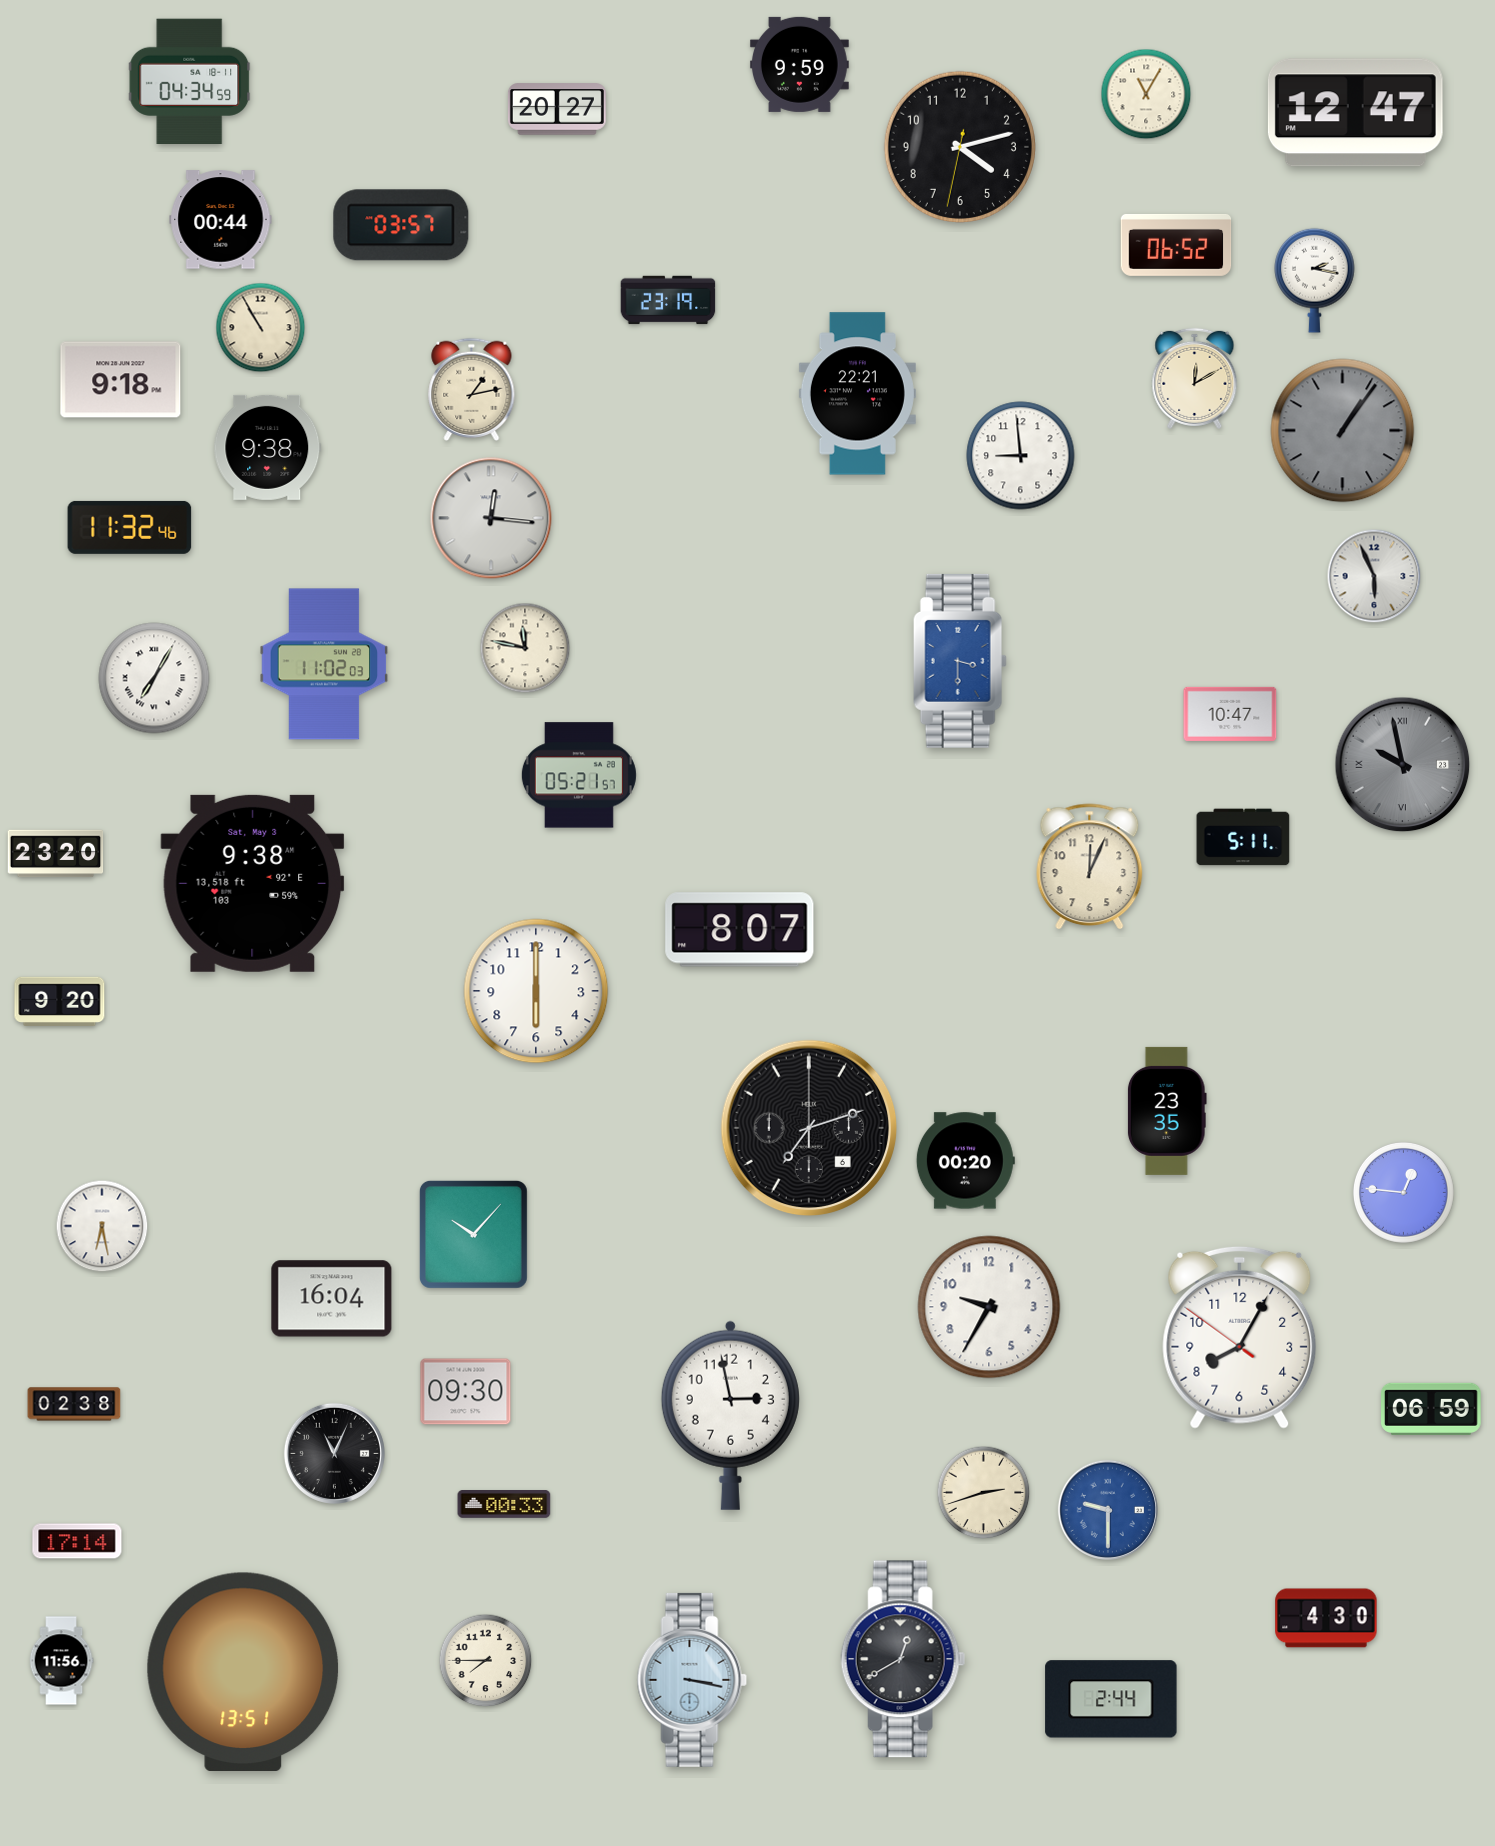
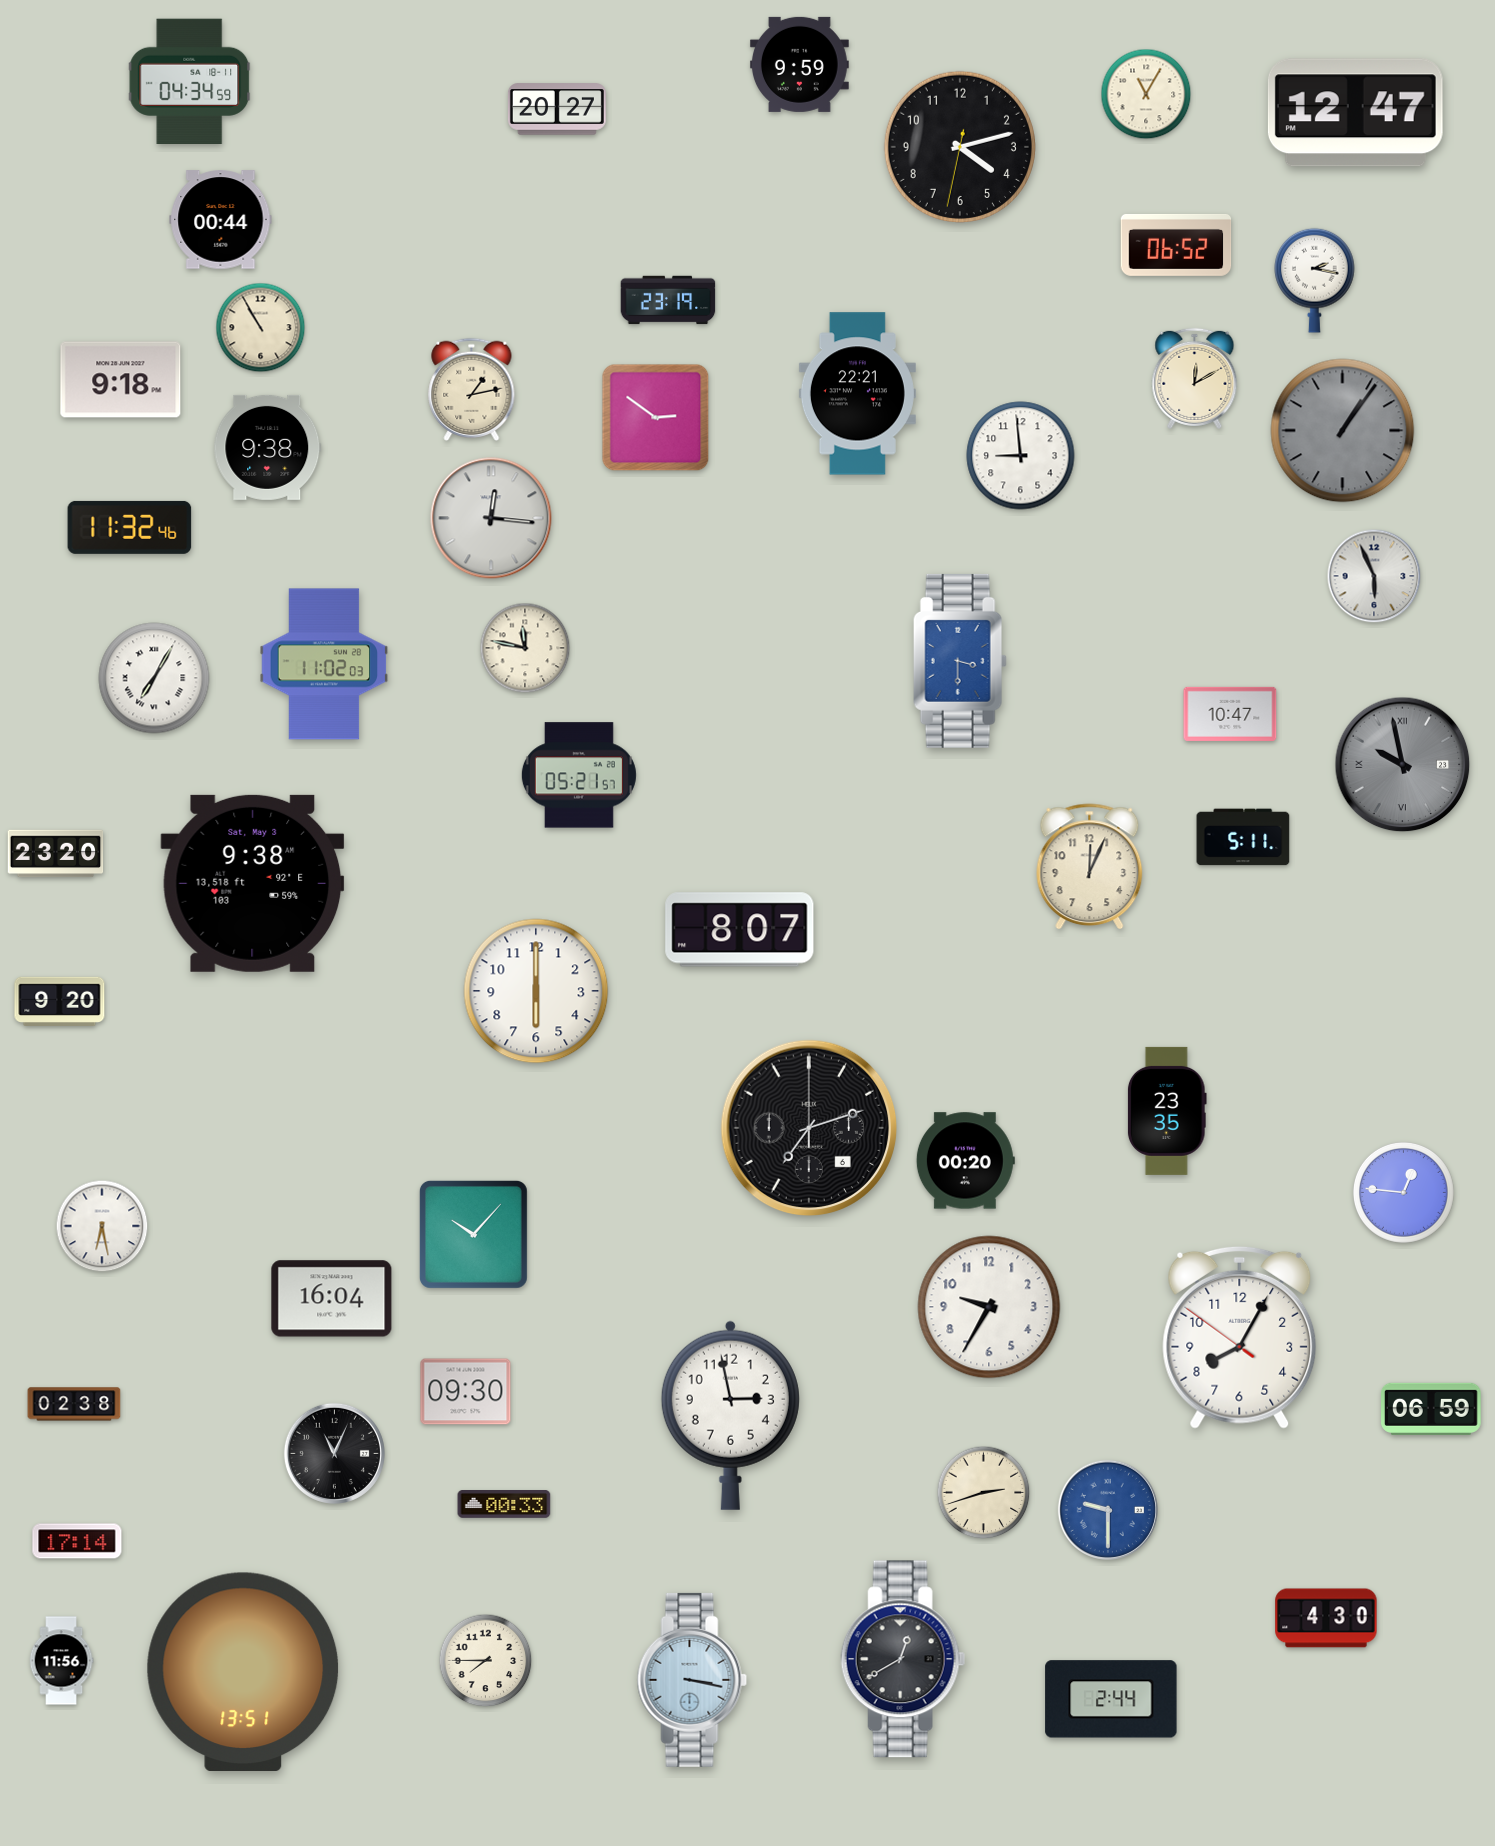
clock at (401, 225): 03:57 -> none
clock at (656, 418): none -> 2:51
